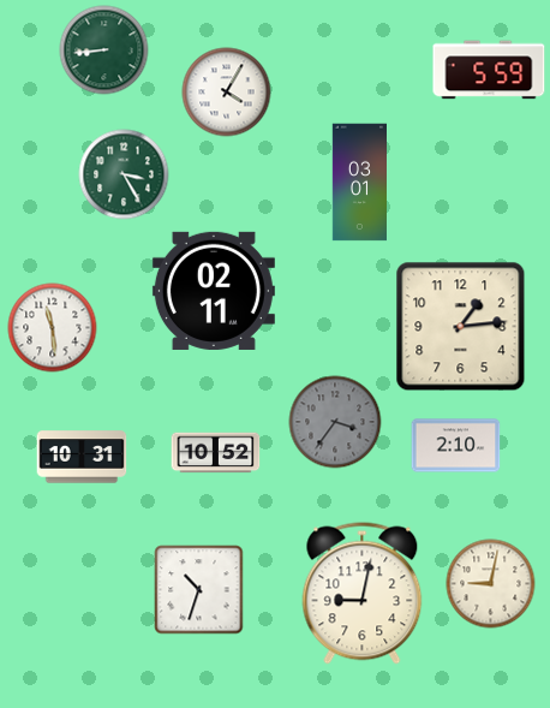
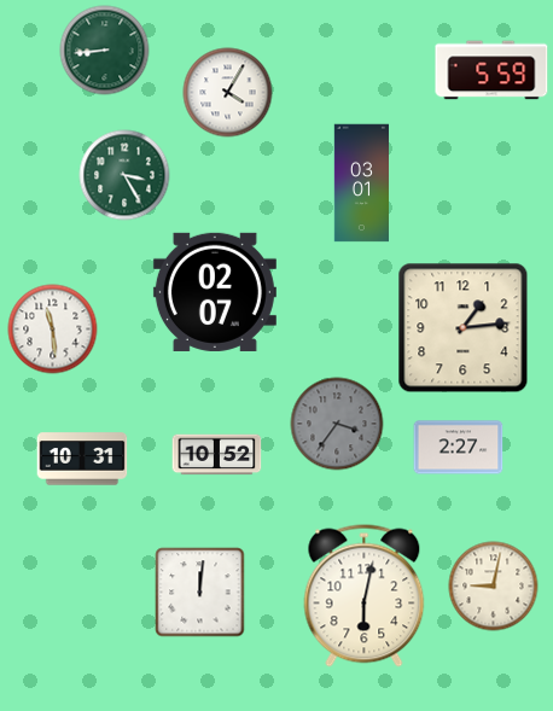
clock at (214, 291): 02:11 -> 02:07
clock at (456, 446): 2:10 -> 2:27
clock at (199, 590): 10:33 -> 12:01
clock at (363, 594): 9:02 -> 6:02
